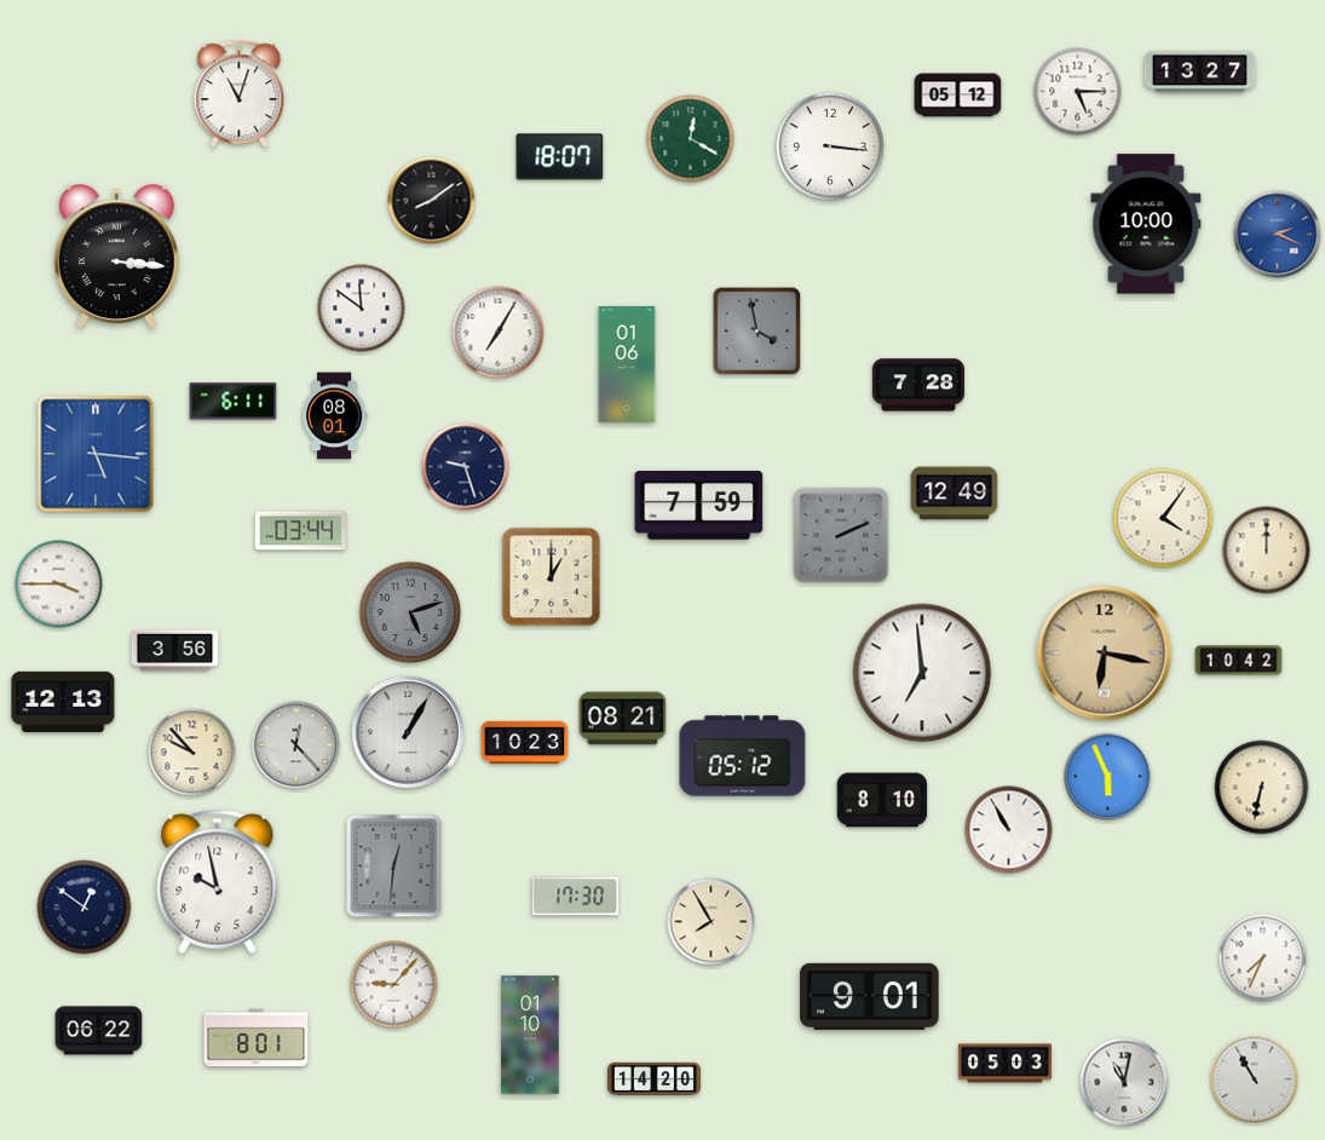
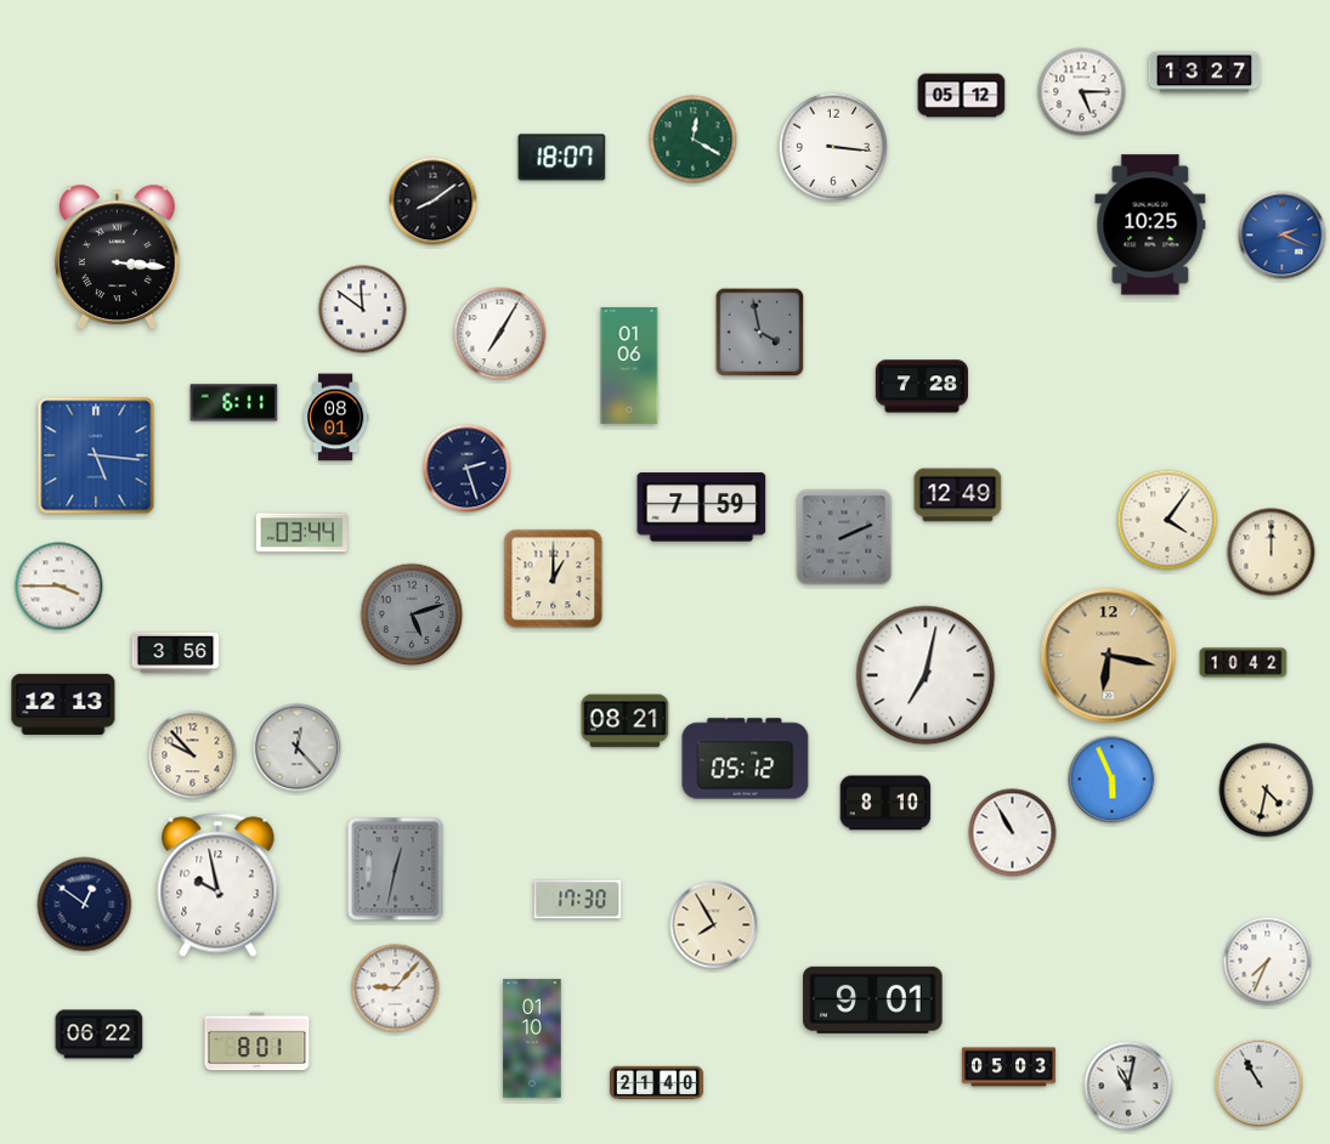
clock at (240, 94): 11:03 -> none
clock at (1146, 224): 10:00 -> 10:25
clock at (466, 467): 9:27 -> 2:27
clock at (922, 673): 6:59 -> 7:02
clock at (408, 732): 1:05 -> none
clock at (525, 742): 10:23 -> none
clock at (1262, 788): 6:32 -> 4:32
clock at (394, 866): 12:31 -> 12:32
clock at (85, 908) position: (85, 908) -> (85, 905)
clock at (653, 1078): 14:20 -> 21:40
